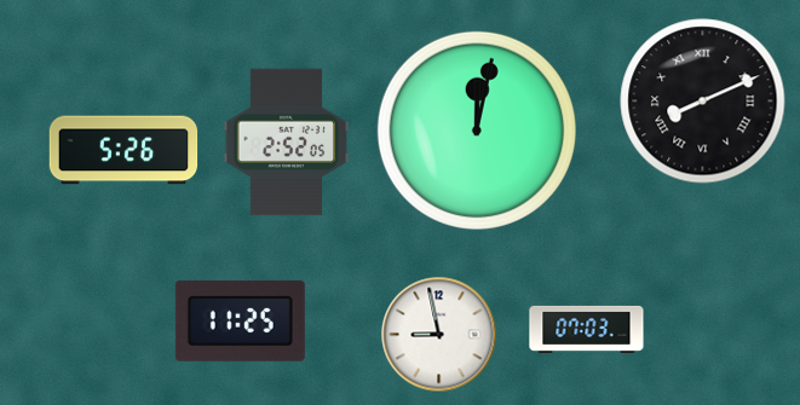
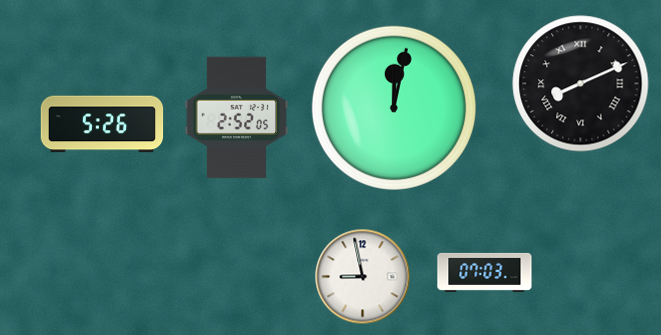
clock at (240, 320): 11:25 -> none
